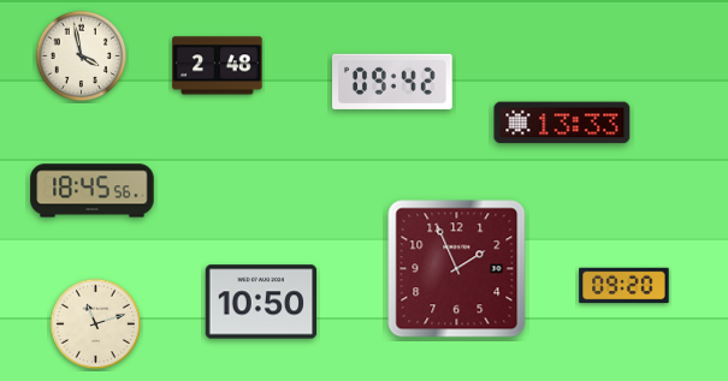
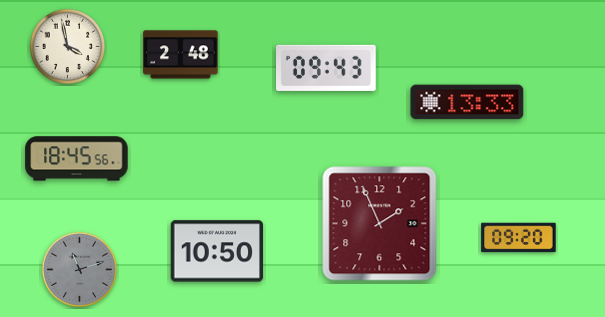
clock at (393, 82): 09:42 -> 09:43
clock at (96, 325) dial: cream -> grey
